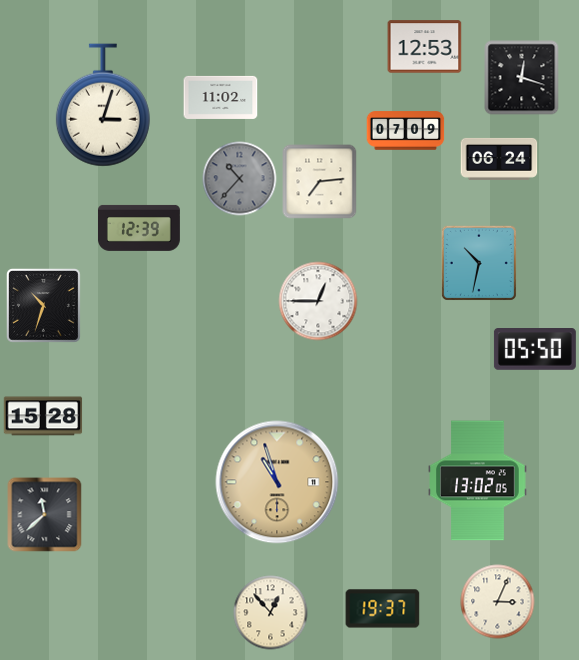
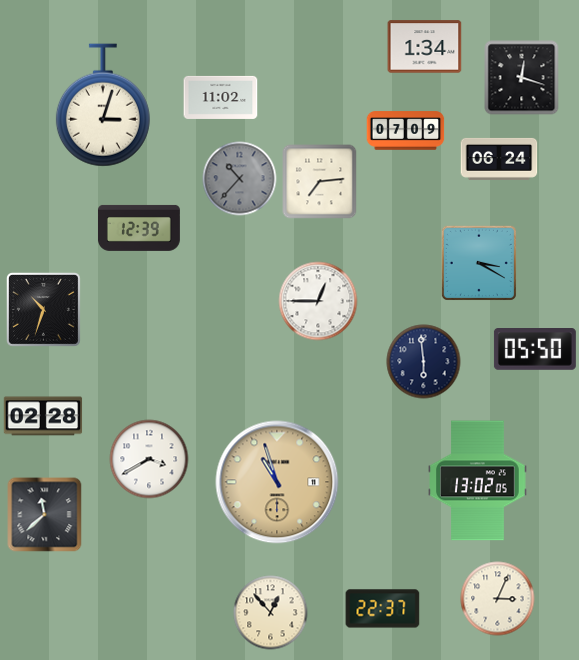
clock at (425, 47): 12:53 -> 1:34
clock at (479, 263): 10:32 -> 3:20
clock at (43, 305) position: (43, 305) -> (43, 309)
clock at (424, 362): none -> 5:59
clock at (43, 416): 15:28 -> 02:28
clock at (149, 459): none -> 3:40
clock at (498, 602) position: (498, 602) -> (498, 599)
clock at (383, 609): 19:37 -> 22:37
